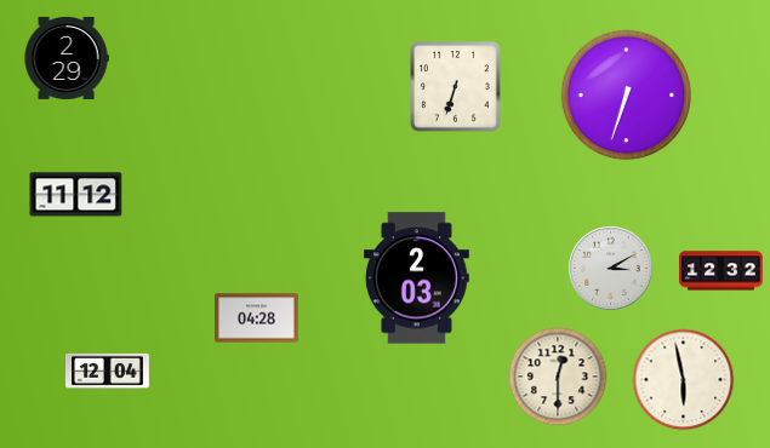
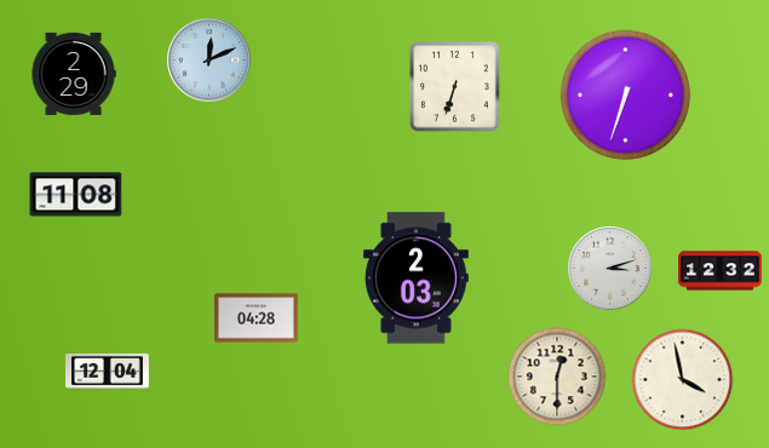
clock at (67, 58) position: (67, 58) -> (74, 74)
clock at (210, 61): none -> 12:11
clock at (76, 195): 11:12 -> 11:08
clock at (611, 269): 3:10 -> 3:12
clock at (684, 380): 5:58 -> 3:58
